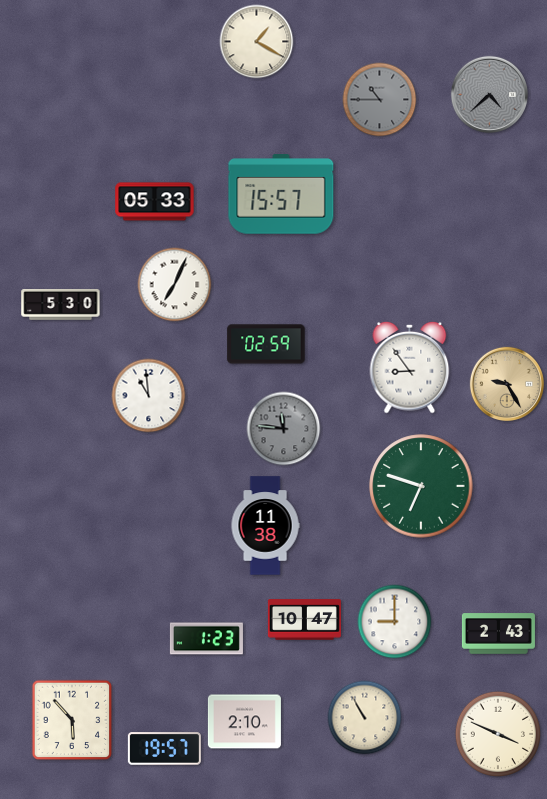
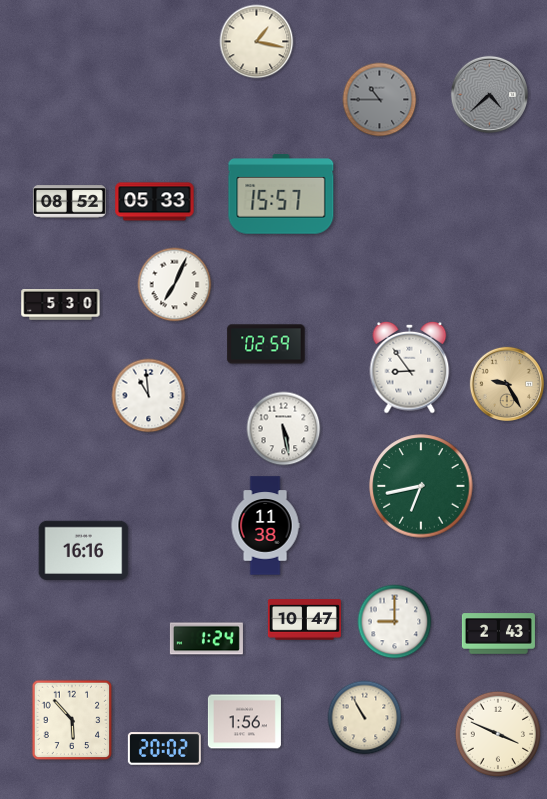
clock at (257, 42): 1:20 -> 1:17
clock at (69, 202): none -> 08:52
clock at (284, 429): 11:46 -> 5:28
clock at (284, 429) dial: grey -> white
clock at (421, 486): 6:48 -> 6:43
clock at (84, 550): none -> 16:16
clock at (206, 639): 1:23 -> 1:24
clock at (244, 722): 2:10 -> 1:56
clock at (164, 749): 19:57 -> 20:02
